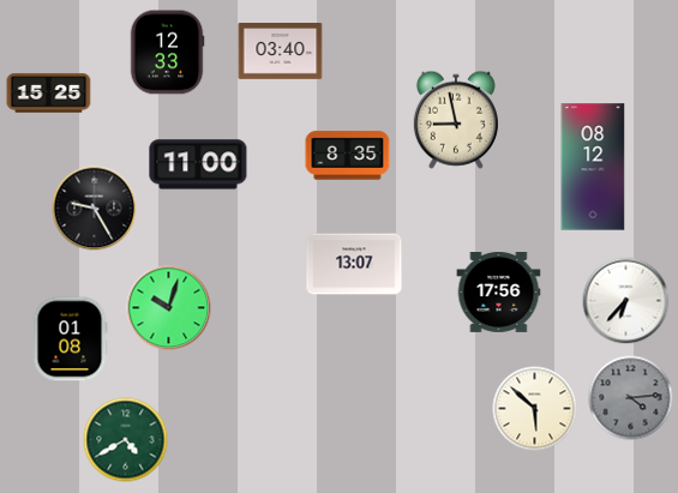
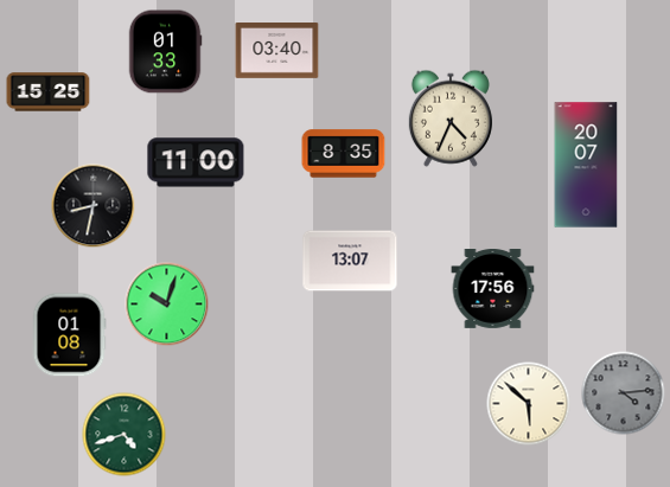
clock at (167, 53): 12:33 -> 01:33
clock at (456, 120): 8:58 -> 4:34
clock at (593, 167): 08:12 -> 20:07
clock at (95, 209): 9:25 -> 8:32
clock at (626, 301): 6:37 -> none
clock at (126, 440): 4:40 -> 4:42
